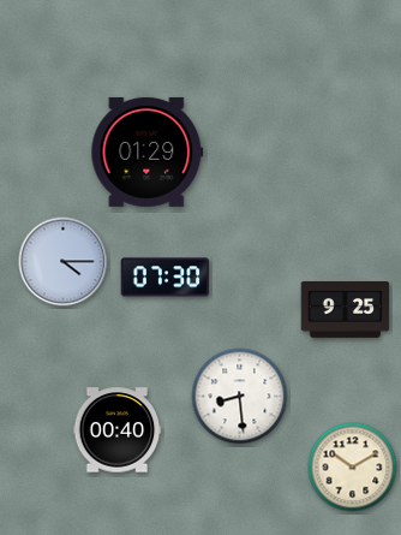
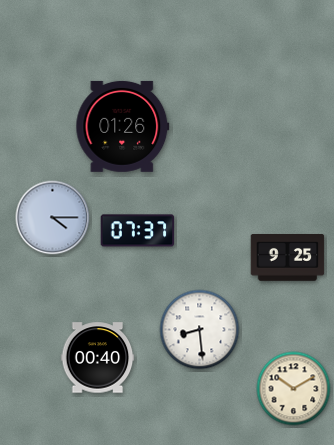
clock at (148, 151): 01:29 -> 01:26
clock at (166, 278): 07:30 -> 07:37
